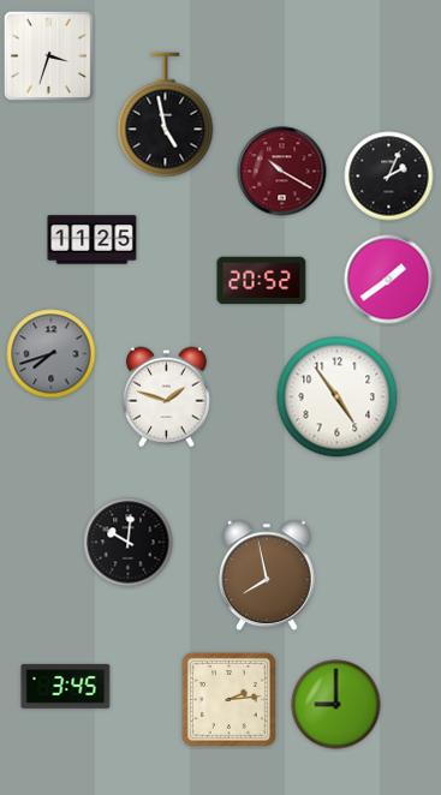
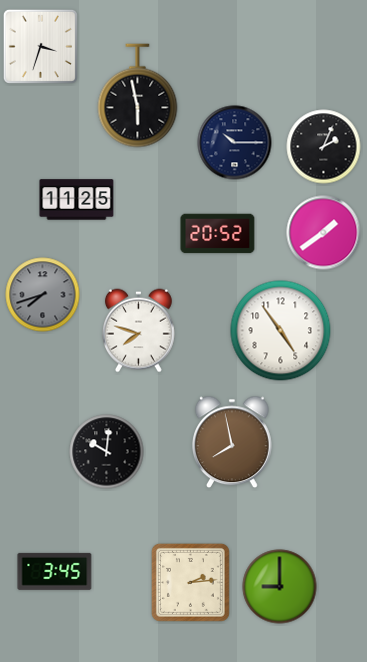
clock at (166, 115): 4:58 -> 5:58
clock at (282, 172): 10:20 -> 10:15
clock at (282, 172) dial: burgundy -> navy
clock at (166, 397): 1:48 -> 7:48
clock at (268, 575) position: (268, 575) -> (233, 442)
